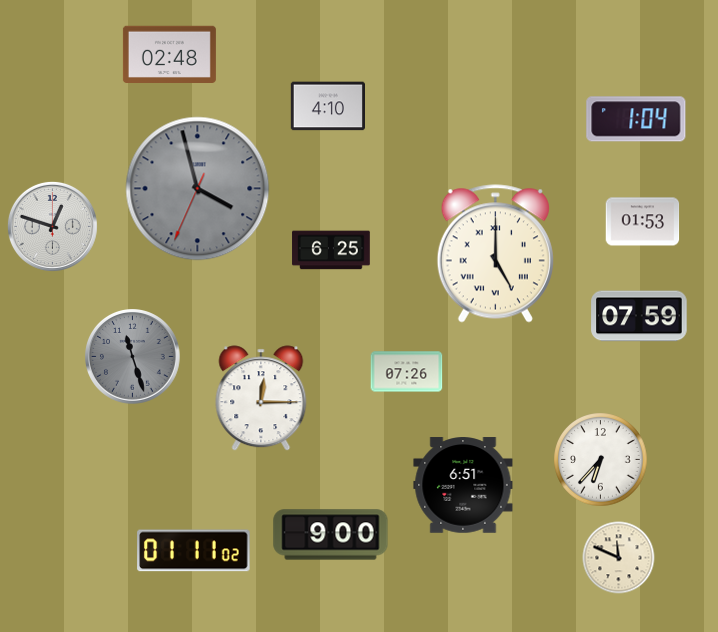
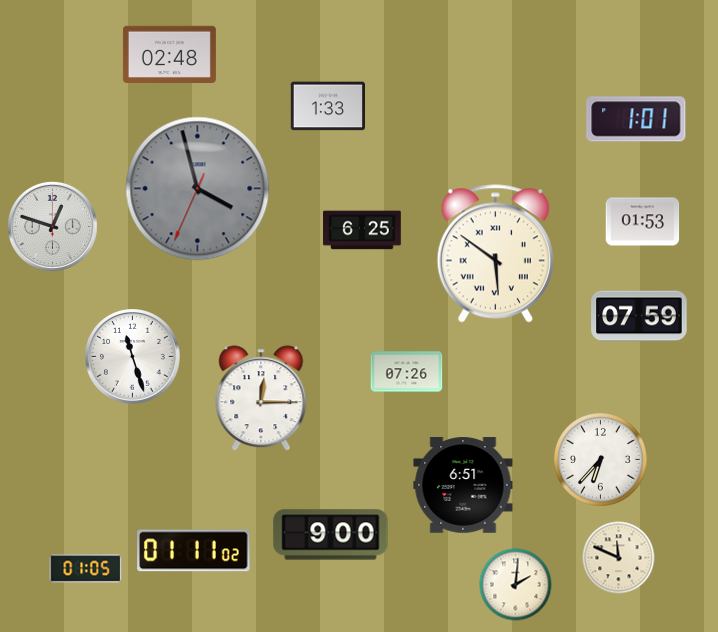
clock at (327, 106): 4:10 -> 1:33
clock at (636, 119): 1:04 -> 1:01
clock at (331, 250) position: (331, 250) -> (362, 230)
clock at (495, 254): 5:00 -> 5:51
clock at (133, 357) dial: grey -> white
clock at (86, 569): none -> 01:05
clock at (516, 585): none -> 2:01
